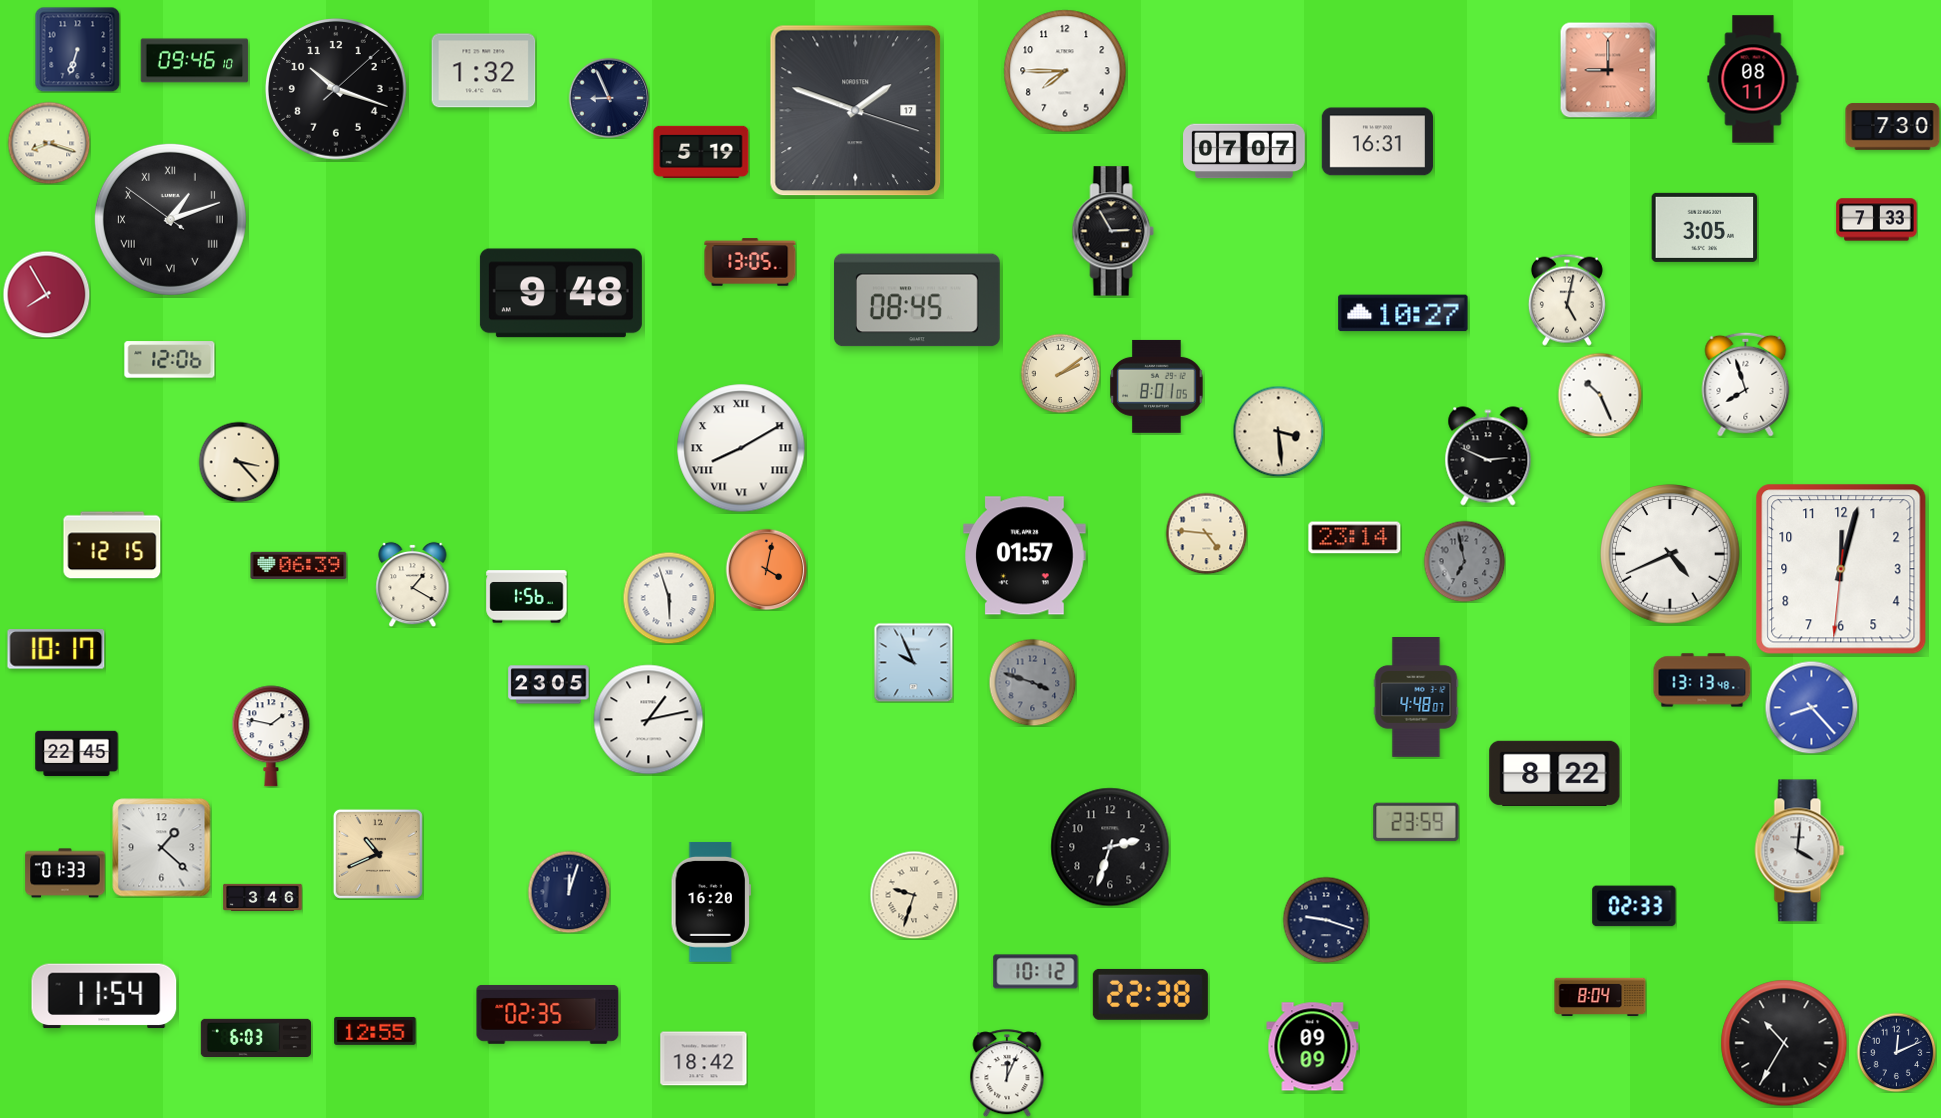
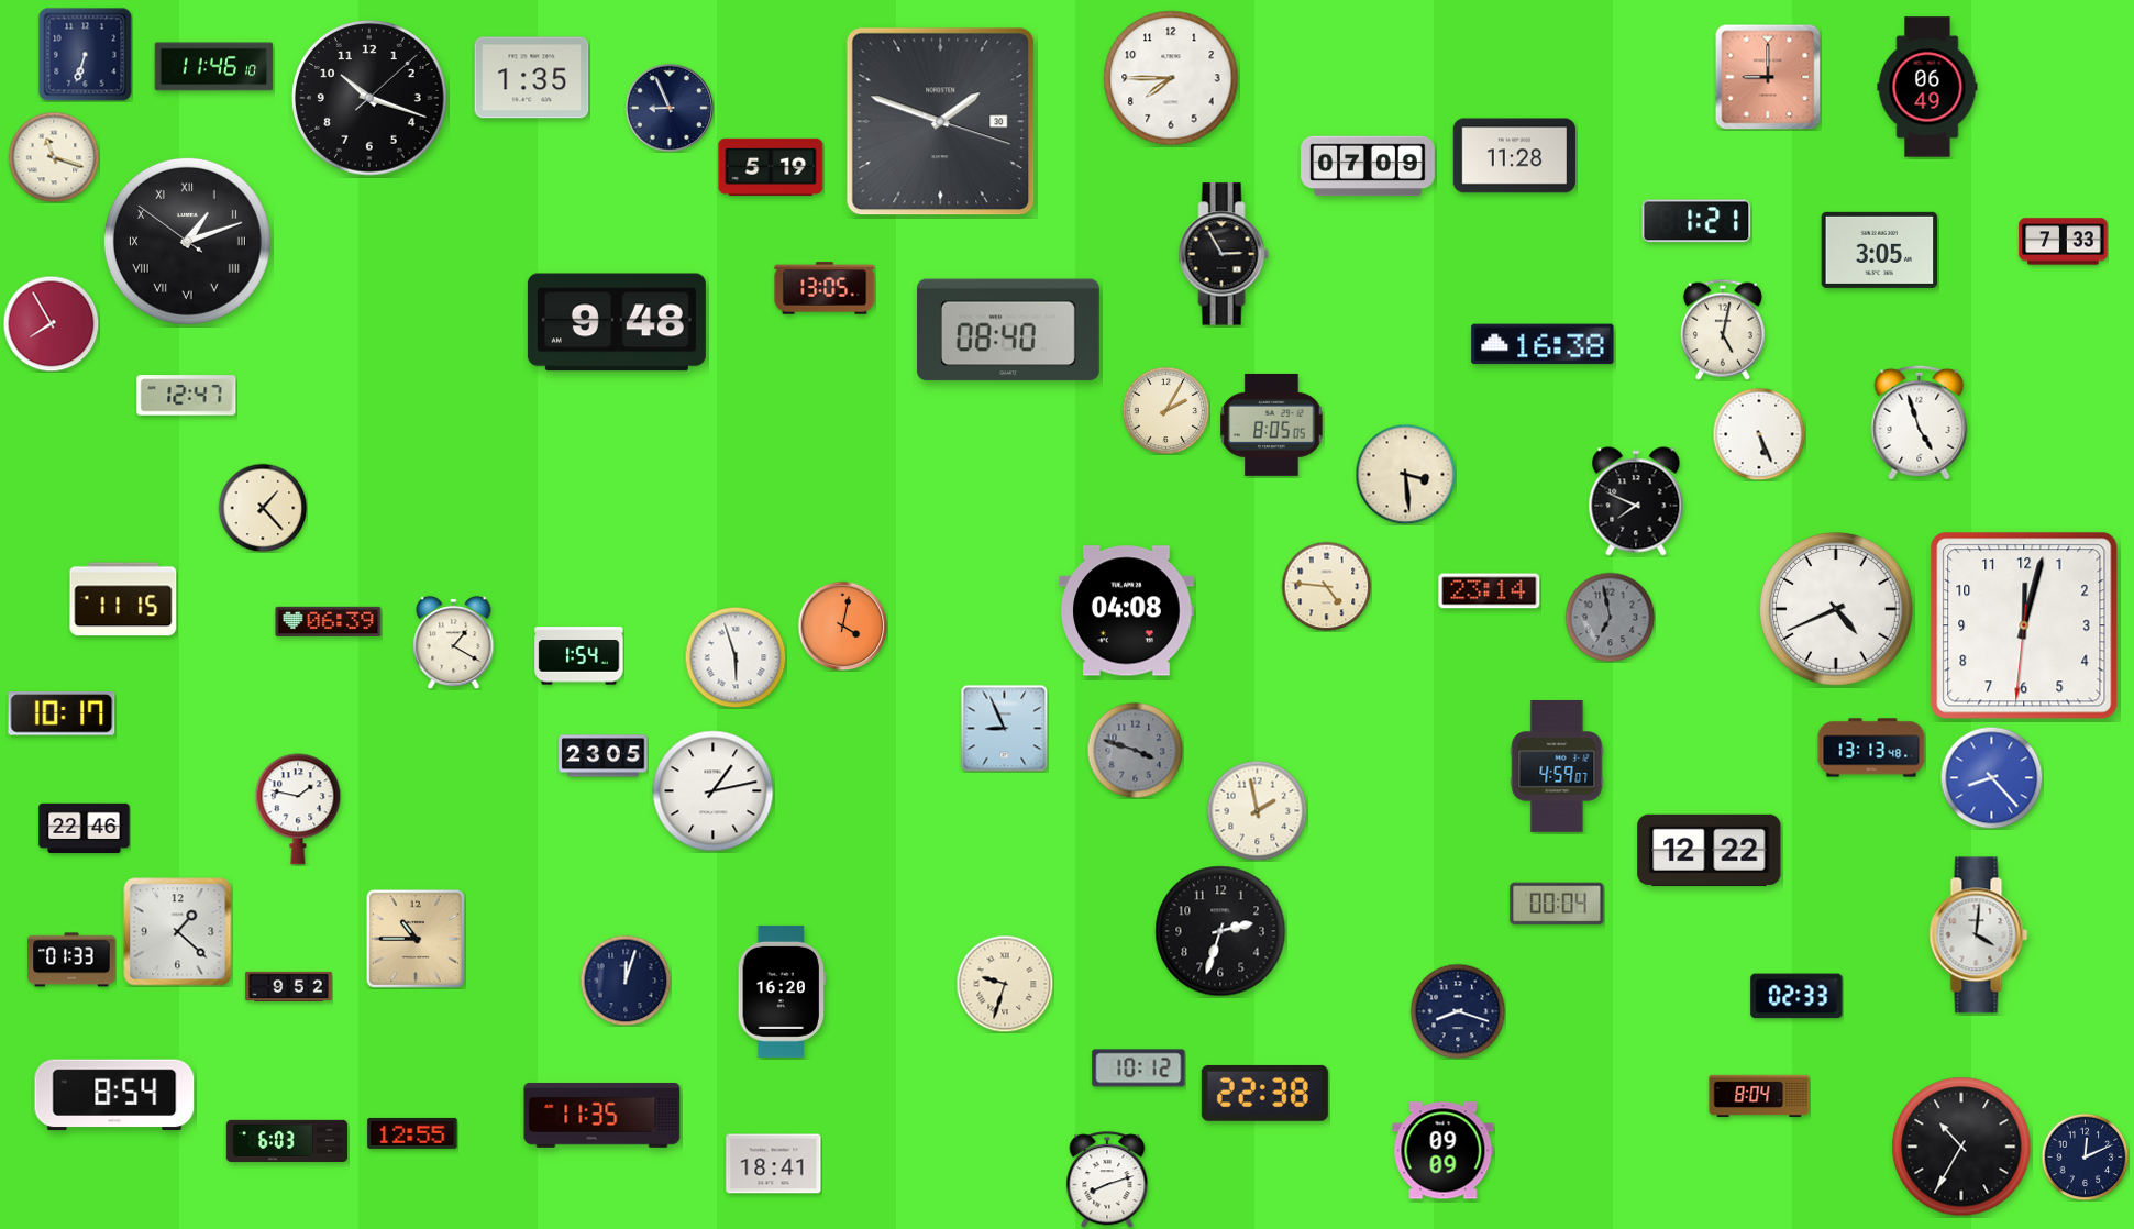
clock at (195, 61): 09:46 -> 11:46
clock at (484, 71): 1:32 -> 1:35
clock at (1753, 79): 08:11 -> 06:49
clock at (856, 111) date: 17 -> 30
clock at (1893, 127): 7:30 -> none
clock at (1377, 142): 16:31 -> 11:28
clock at (49, 143): 8:18 -> 11:18
clock at (1244, 151): 07:07 -> 07:09
clock at (1696, 221): none -> 1:21
clock at (1705, 227) position: (1705, 227) -> (1880, 250)
clock at (917, 300): 08:45 -> 08:40
clock at (1403, 313): 10:27 -> 16:38
clock at (170, 360): 12:06 -> 12:47
clock at (1060, 373): 2:09 -> 2:05
clock at (1746, 384): 7:57 -> 4:57
clock at (1157, 386): 8:01 -> 8:05
clock at (1600, 395): 10:26 -> 5:26
clock at (741, 448): 8:10 -> none
clock at (1488, 456): 2:49 -> 7:49
clock at (239, 462): 3:23 -> 1:23
clock at (112, 545): 12:15 -> 11:15
clock at (1025, 556): 01:57 -> 04:08
clock at (527, 597): 1:56 -> 1:54
clock at (913, 662): 9:56 -> 8:56
clock at (549, 685) position: (549, 685) -> (604, 756)
clock at (1416, 698): 4:48 -> 4:59
clock at (1257, 810): none -> 1:58
clock at (77, 754): 22:45 -> 22:46
clock at (1555, 773): 8:22 -> 12:22
clock at (1416, 822): 23:59 -> 00:04
clock at (378, 854): 10:41 -> 10:45
clock at (263, 897): 3:46 -> 9:52
clock at (1326, 920): 9:18 -> 8:18
clock at (104, 996): 11:54 -> 8:54
clock at (548, 1014): 02:35 -> 11:35
clock at (256, 1037) position: (256, 1037) -> (287, 1140)
clock at (704, 1059): 18:42 -> 18:41
clock at (1007, 1073): 12:04 -> 8:12
